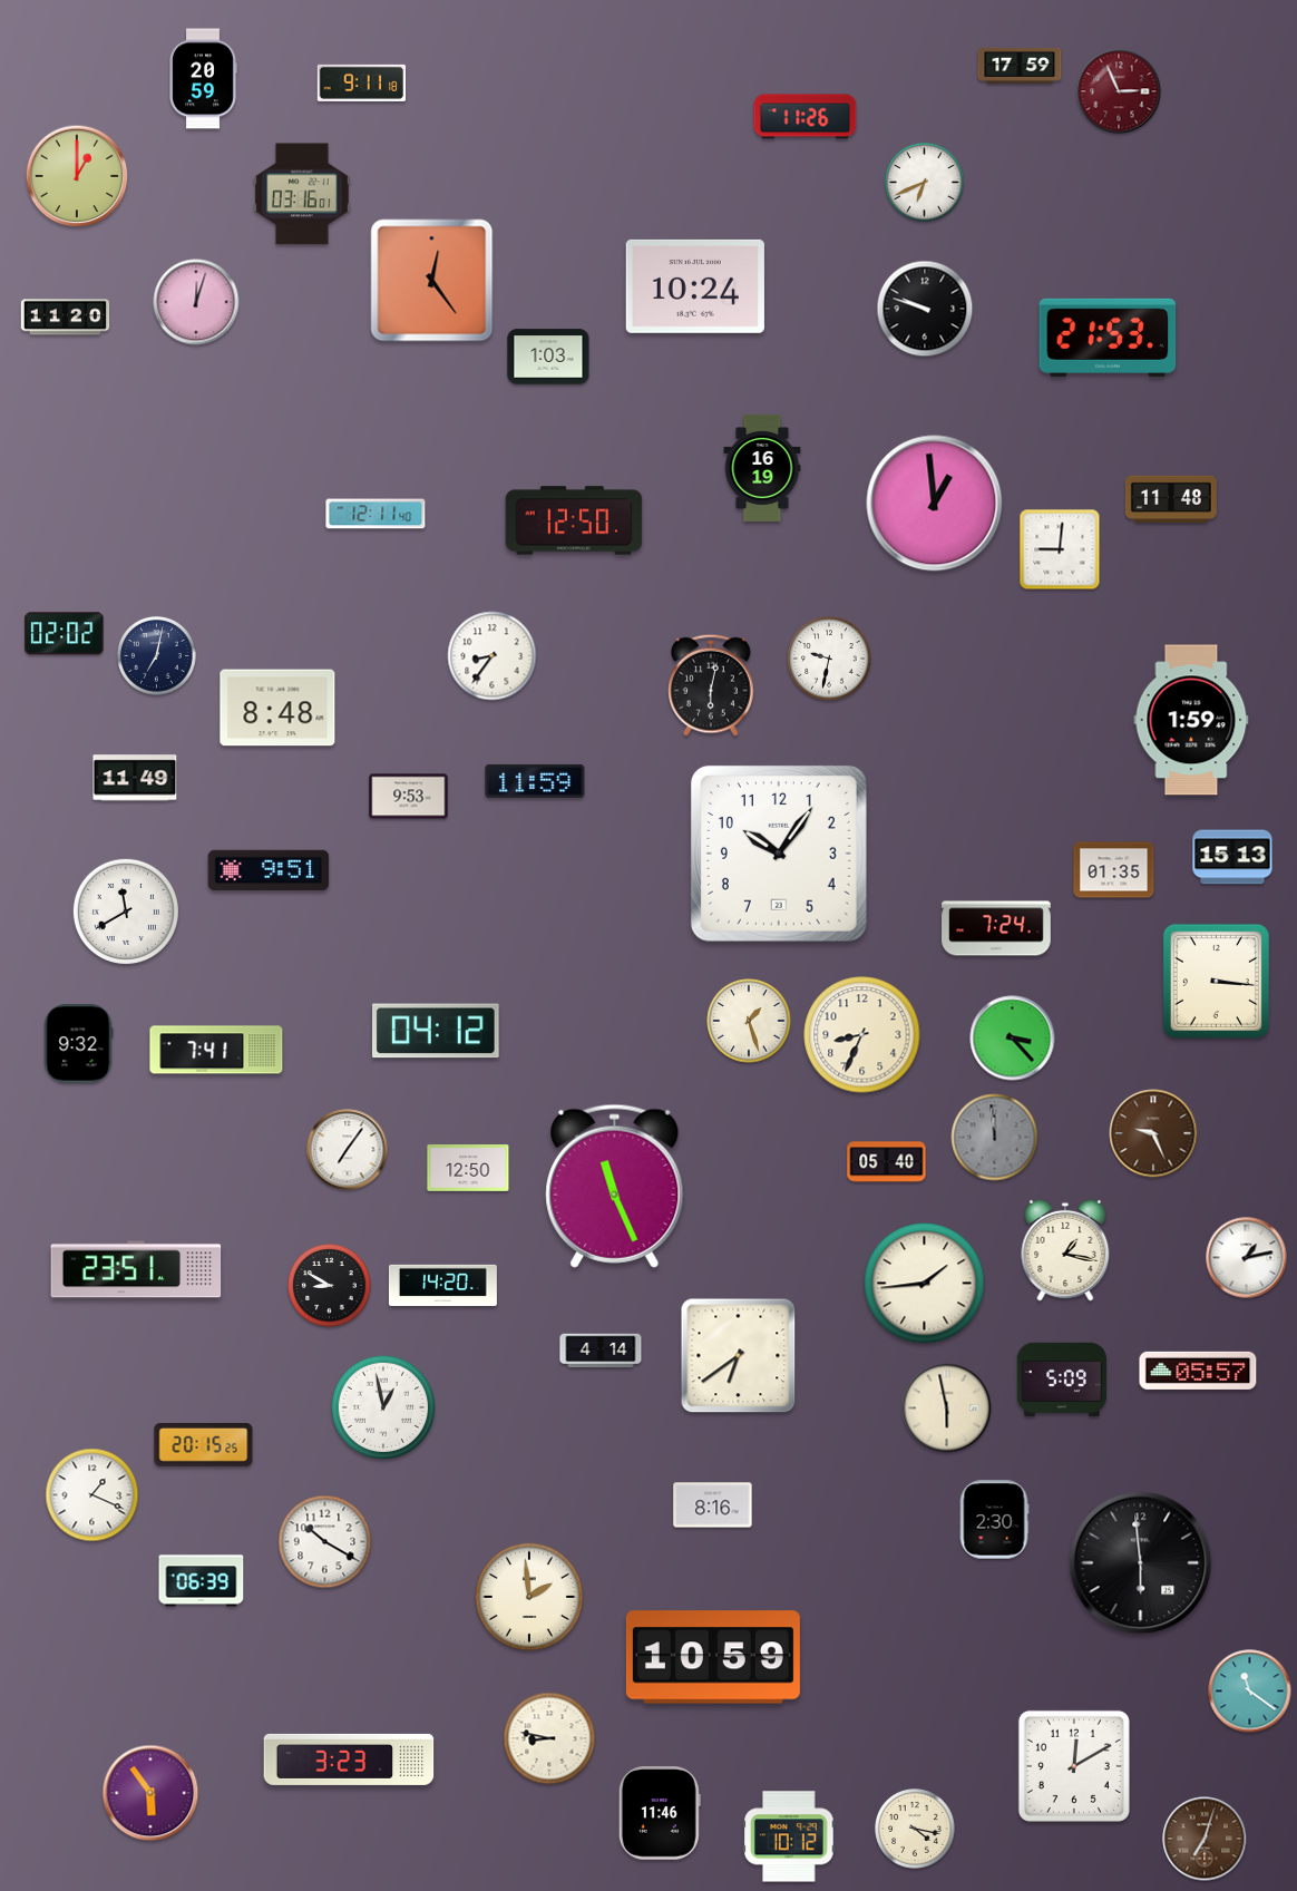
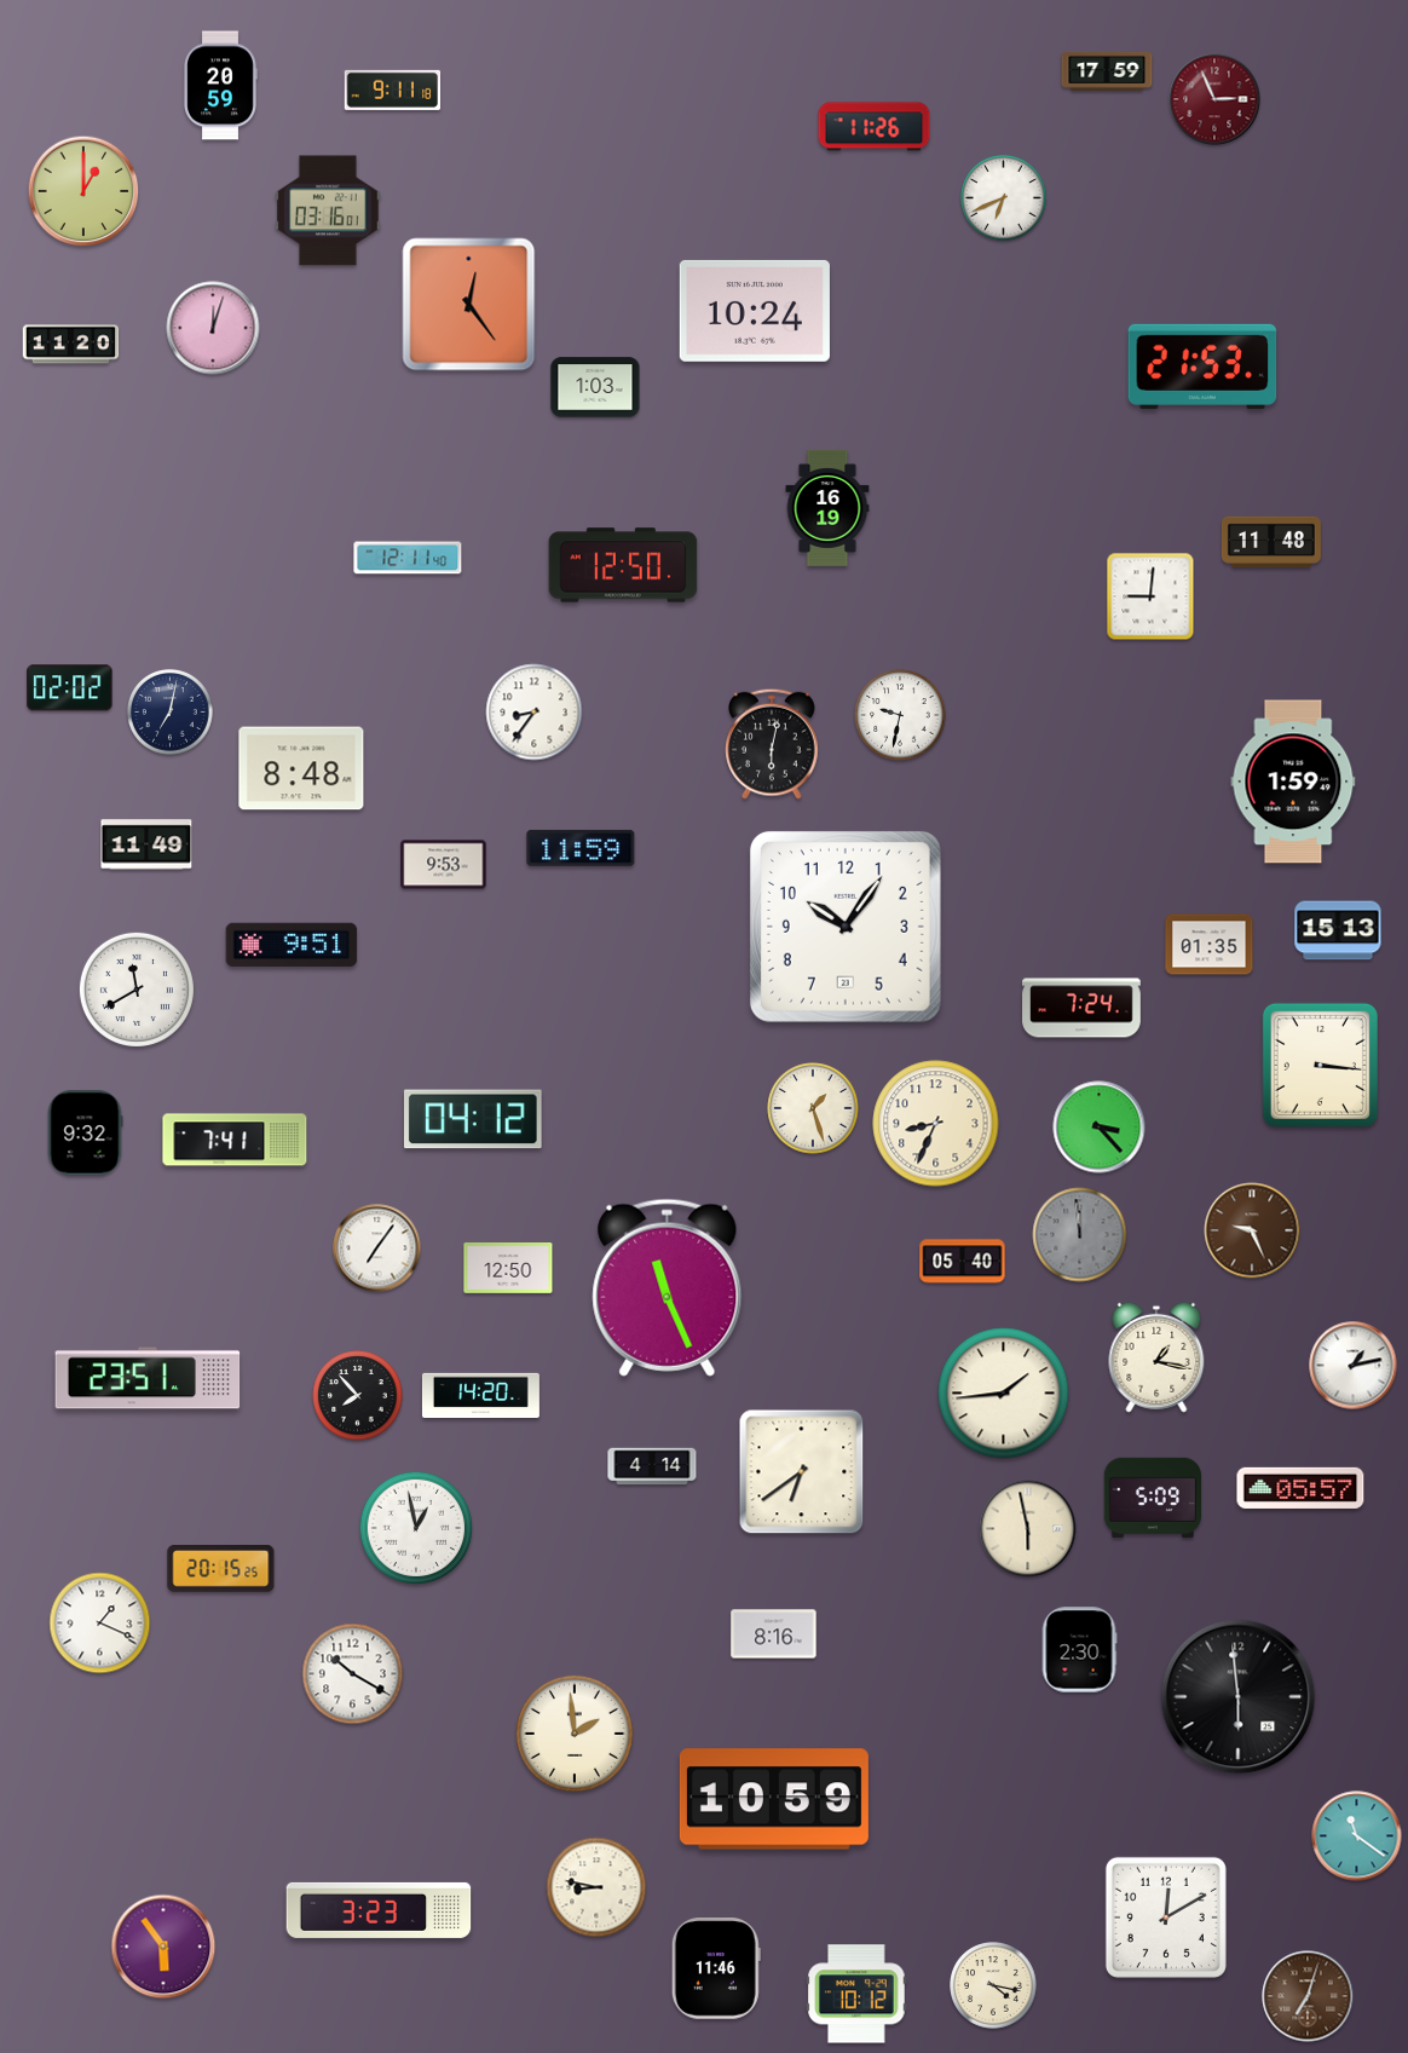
clock at (925, 309): 9:48 -> none
clock at (935, 504): 12:59 -> none
clock at (330, 1286): 8:50 -> 7:53
clock at (202, 1581): 06:39 -> none
